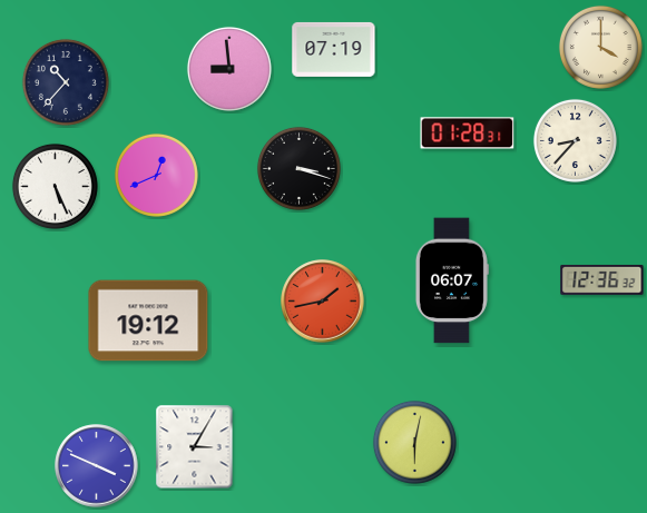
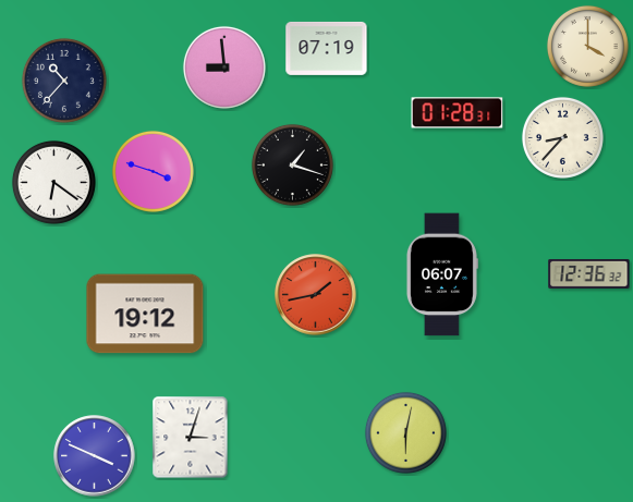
clock at (468, 134) position: (468, 134) -> (458, 113)
clock at (298, 168): 3:18 -> 1:18
clock at (156, 175): 12:41 -> 3:48
clock at (55, 186): 5:26 -> 6:21
clock at (195, 447): 3:05 -> 3:03
